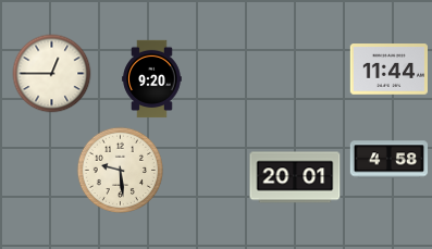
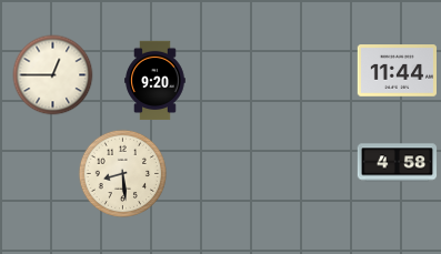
clock at (120, 170): 9:29 -> 8:29
clock at (295, 177): 20:01 -> none
